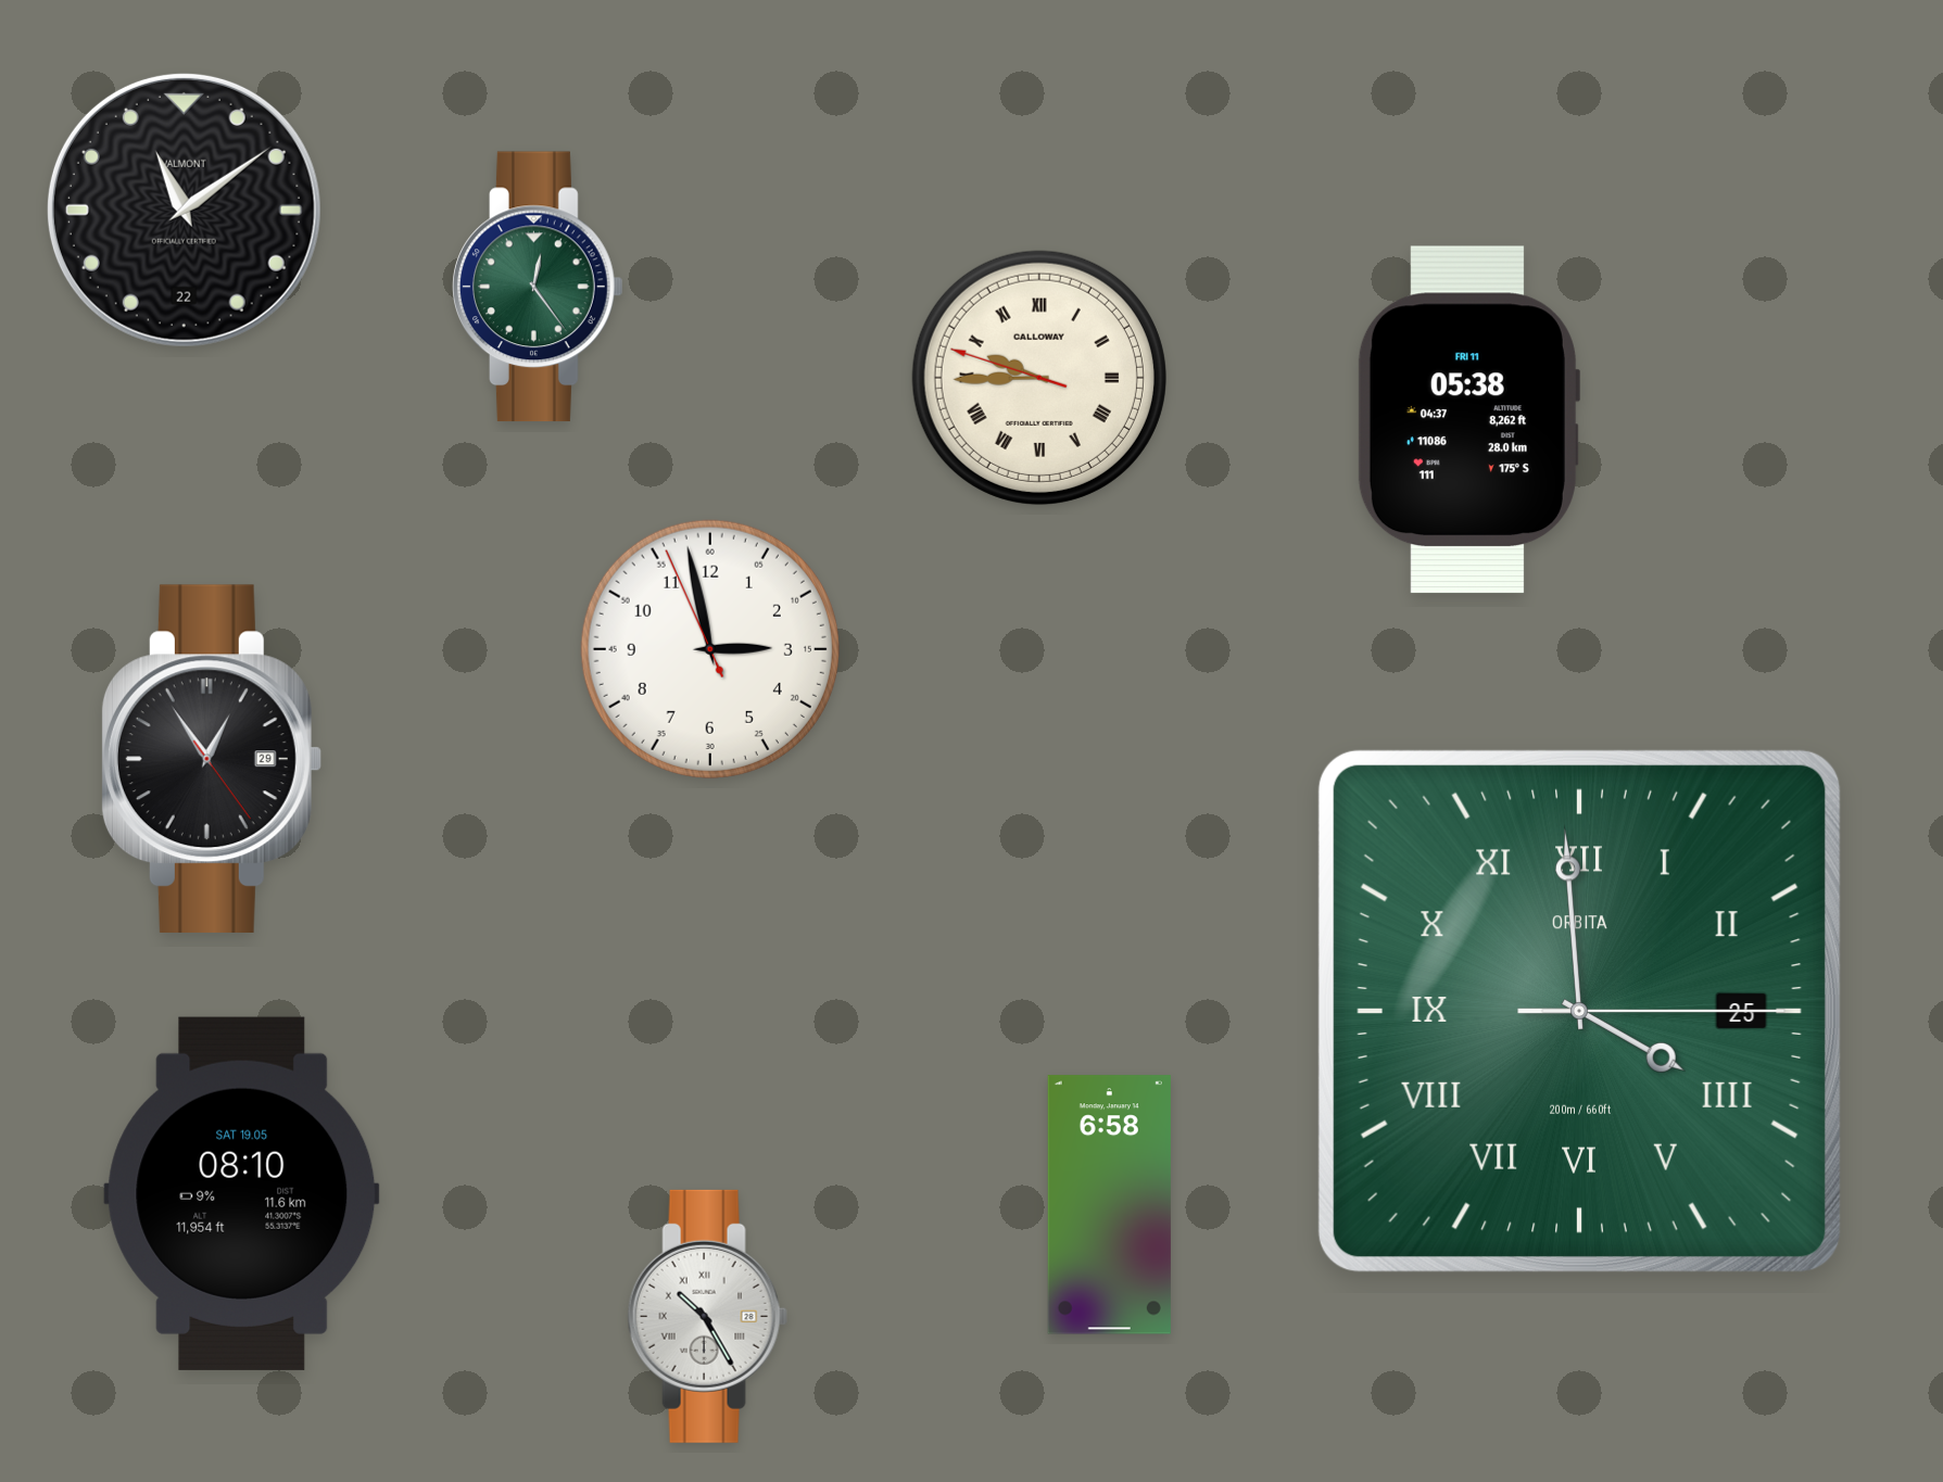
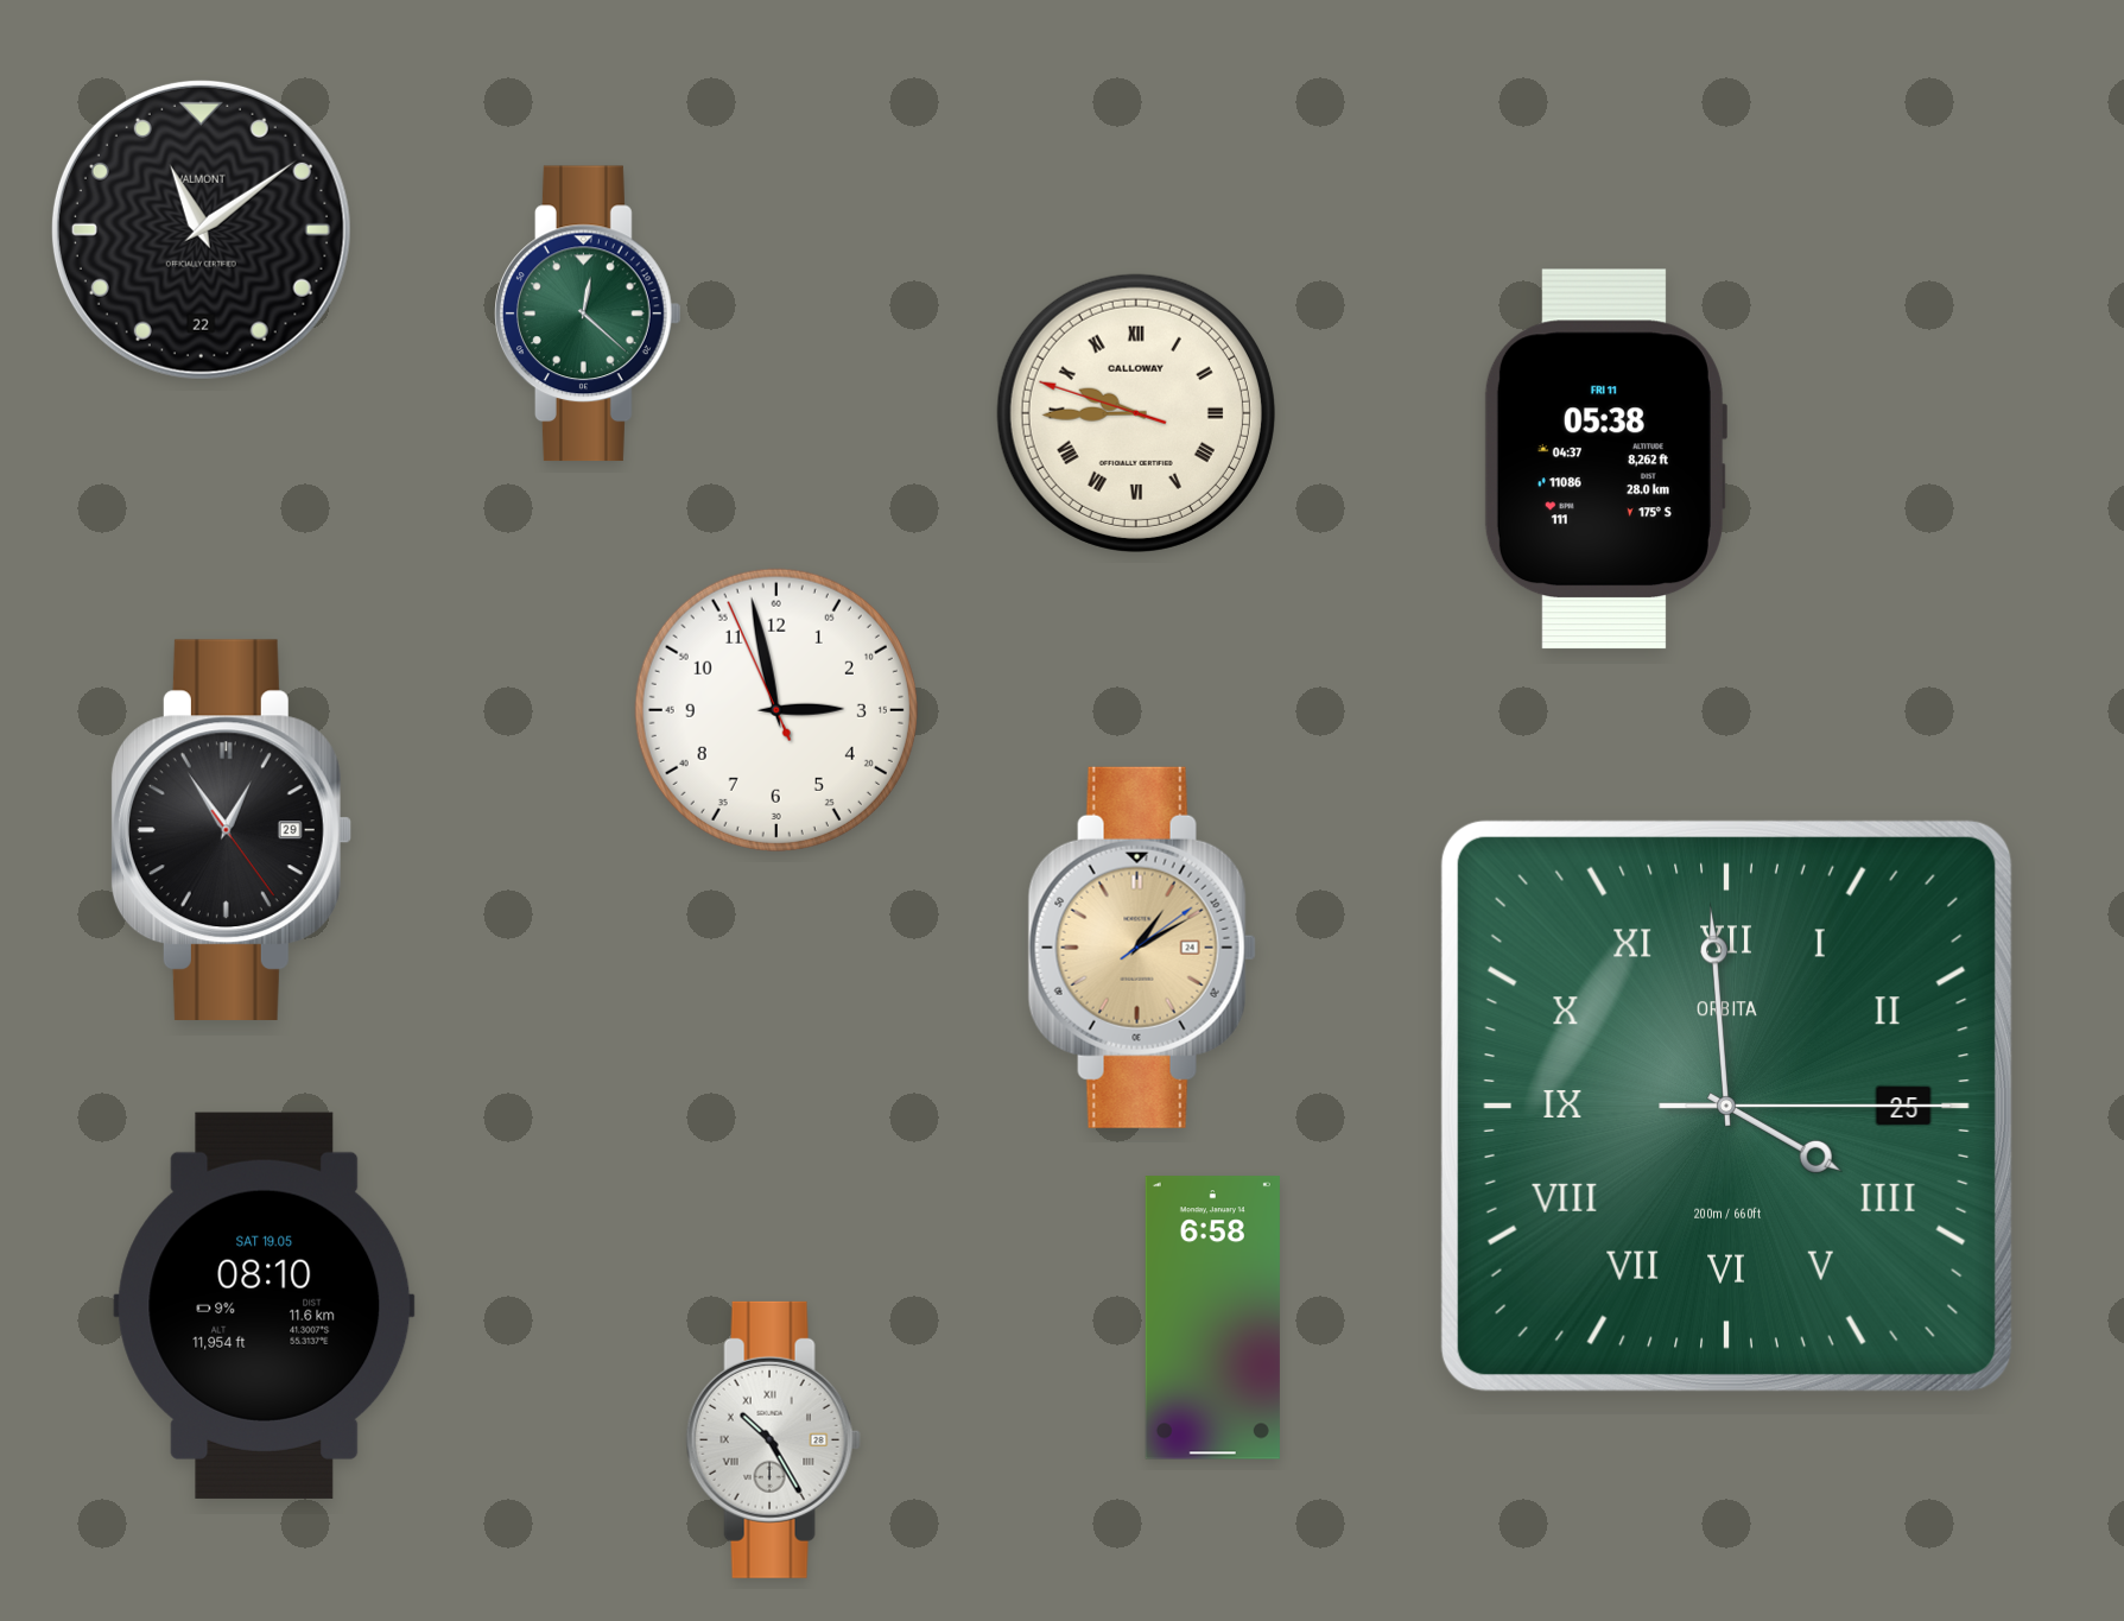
clock at (539, 287): 12:24 -> 12:22
clock at (1142, 948): none -> 1:10
